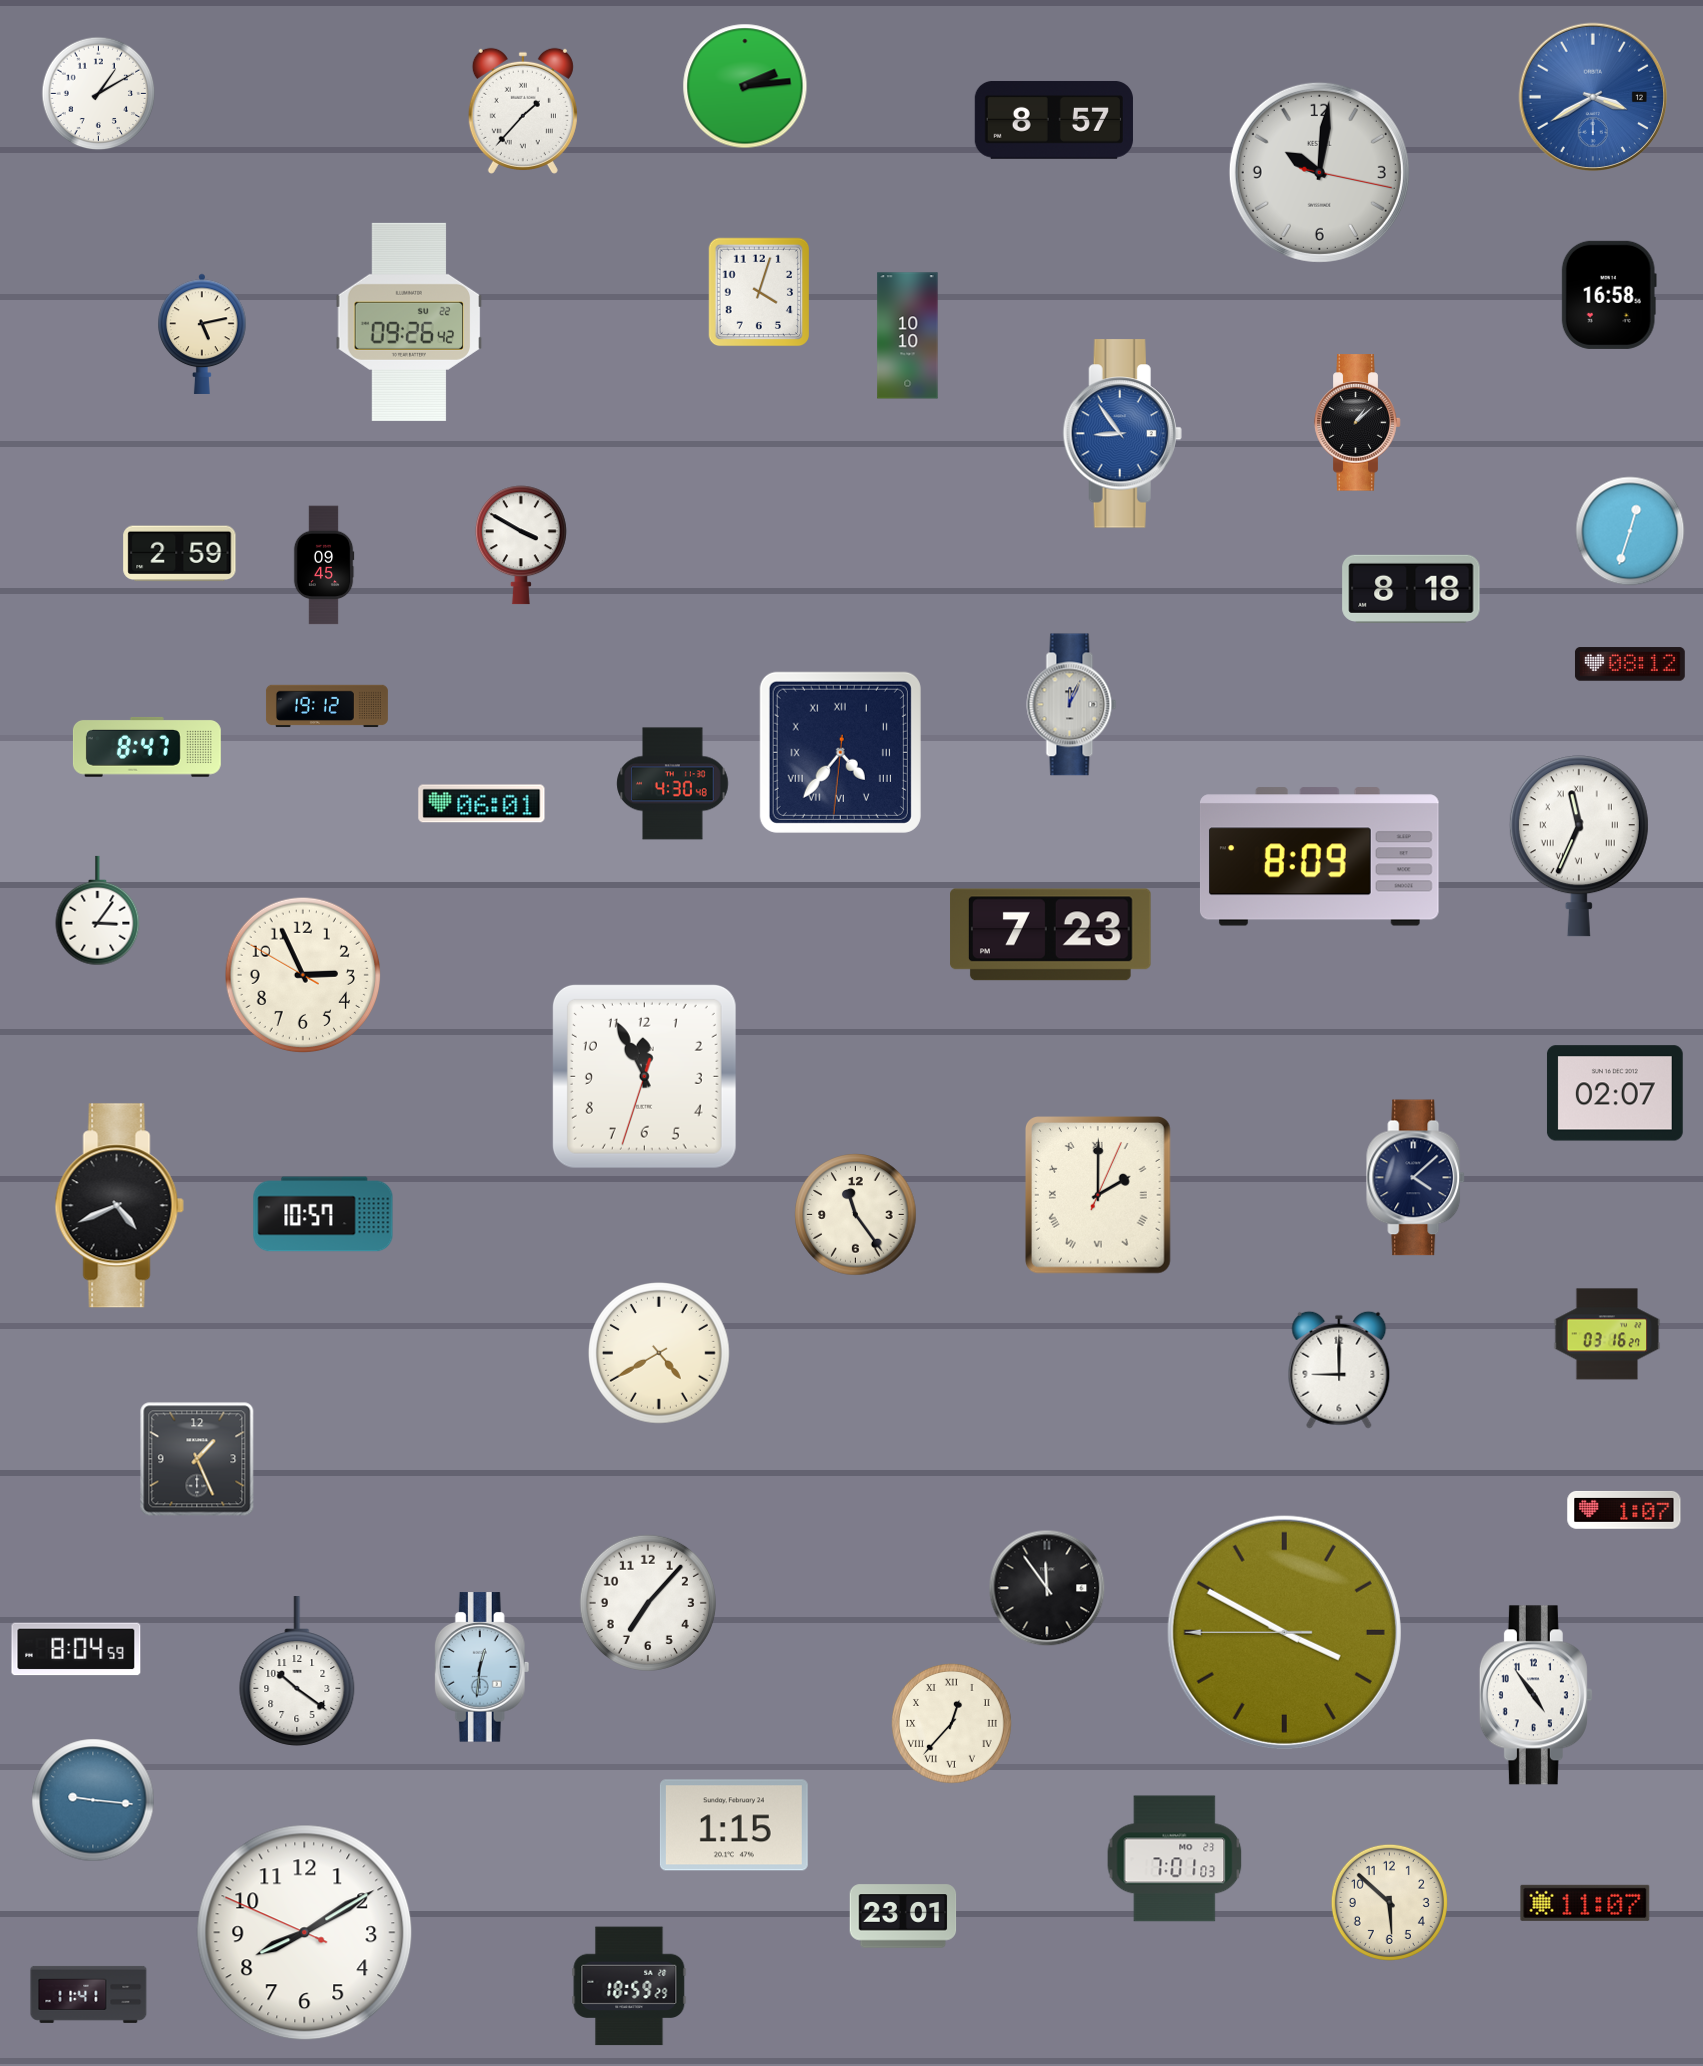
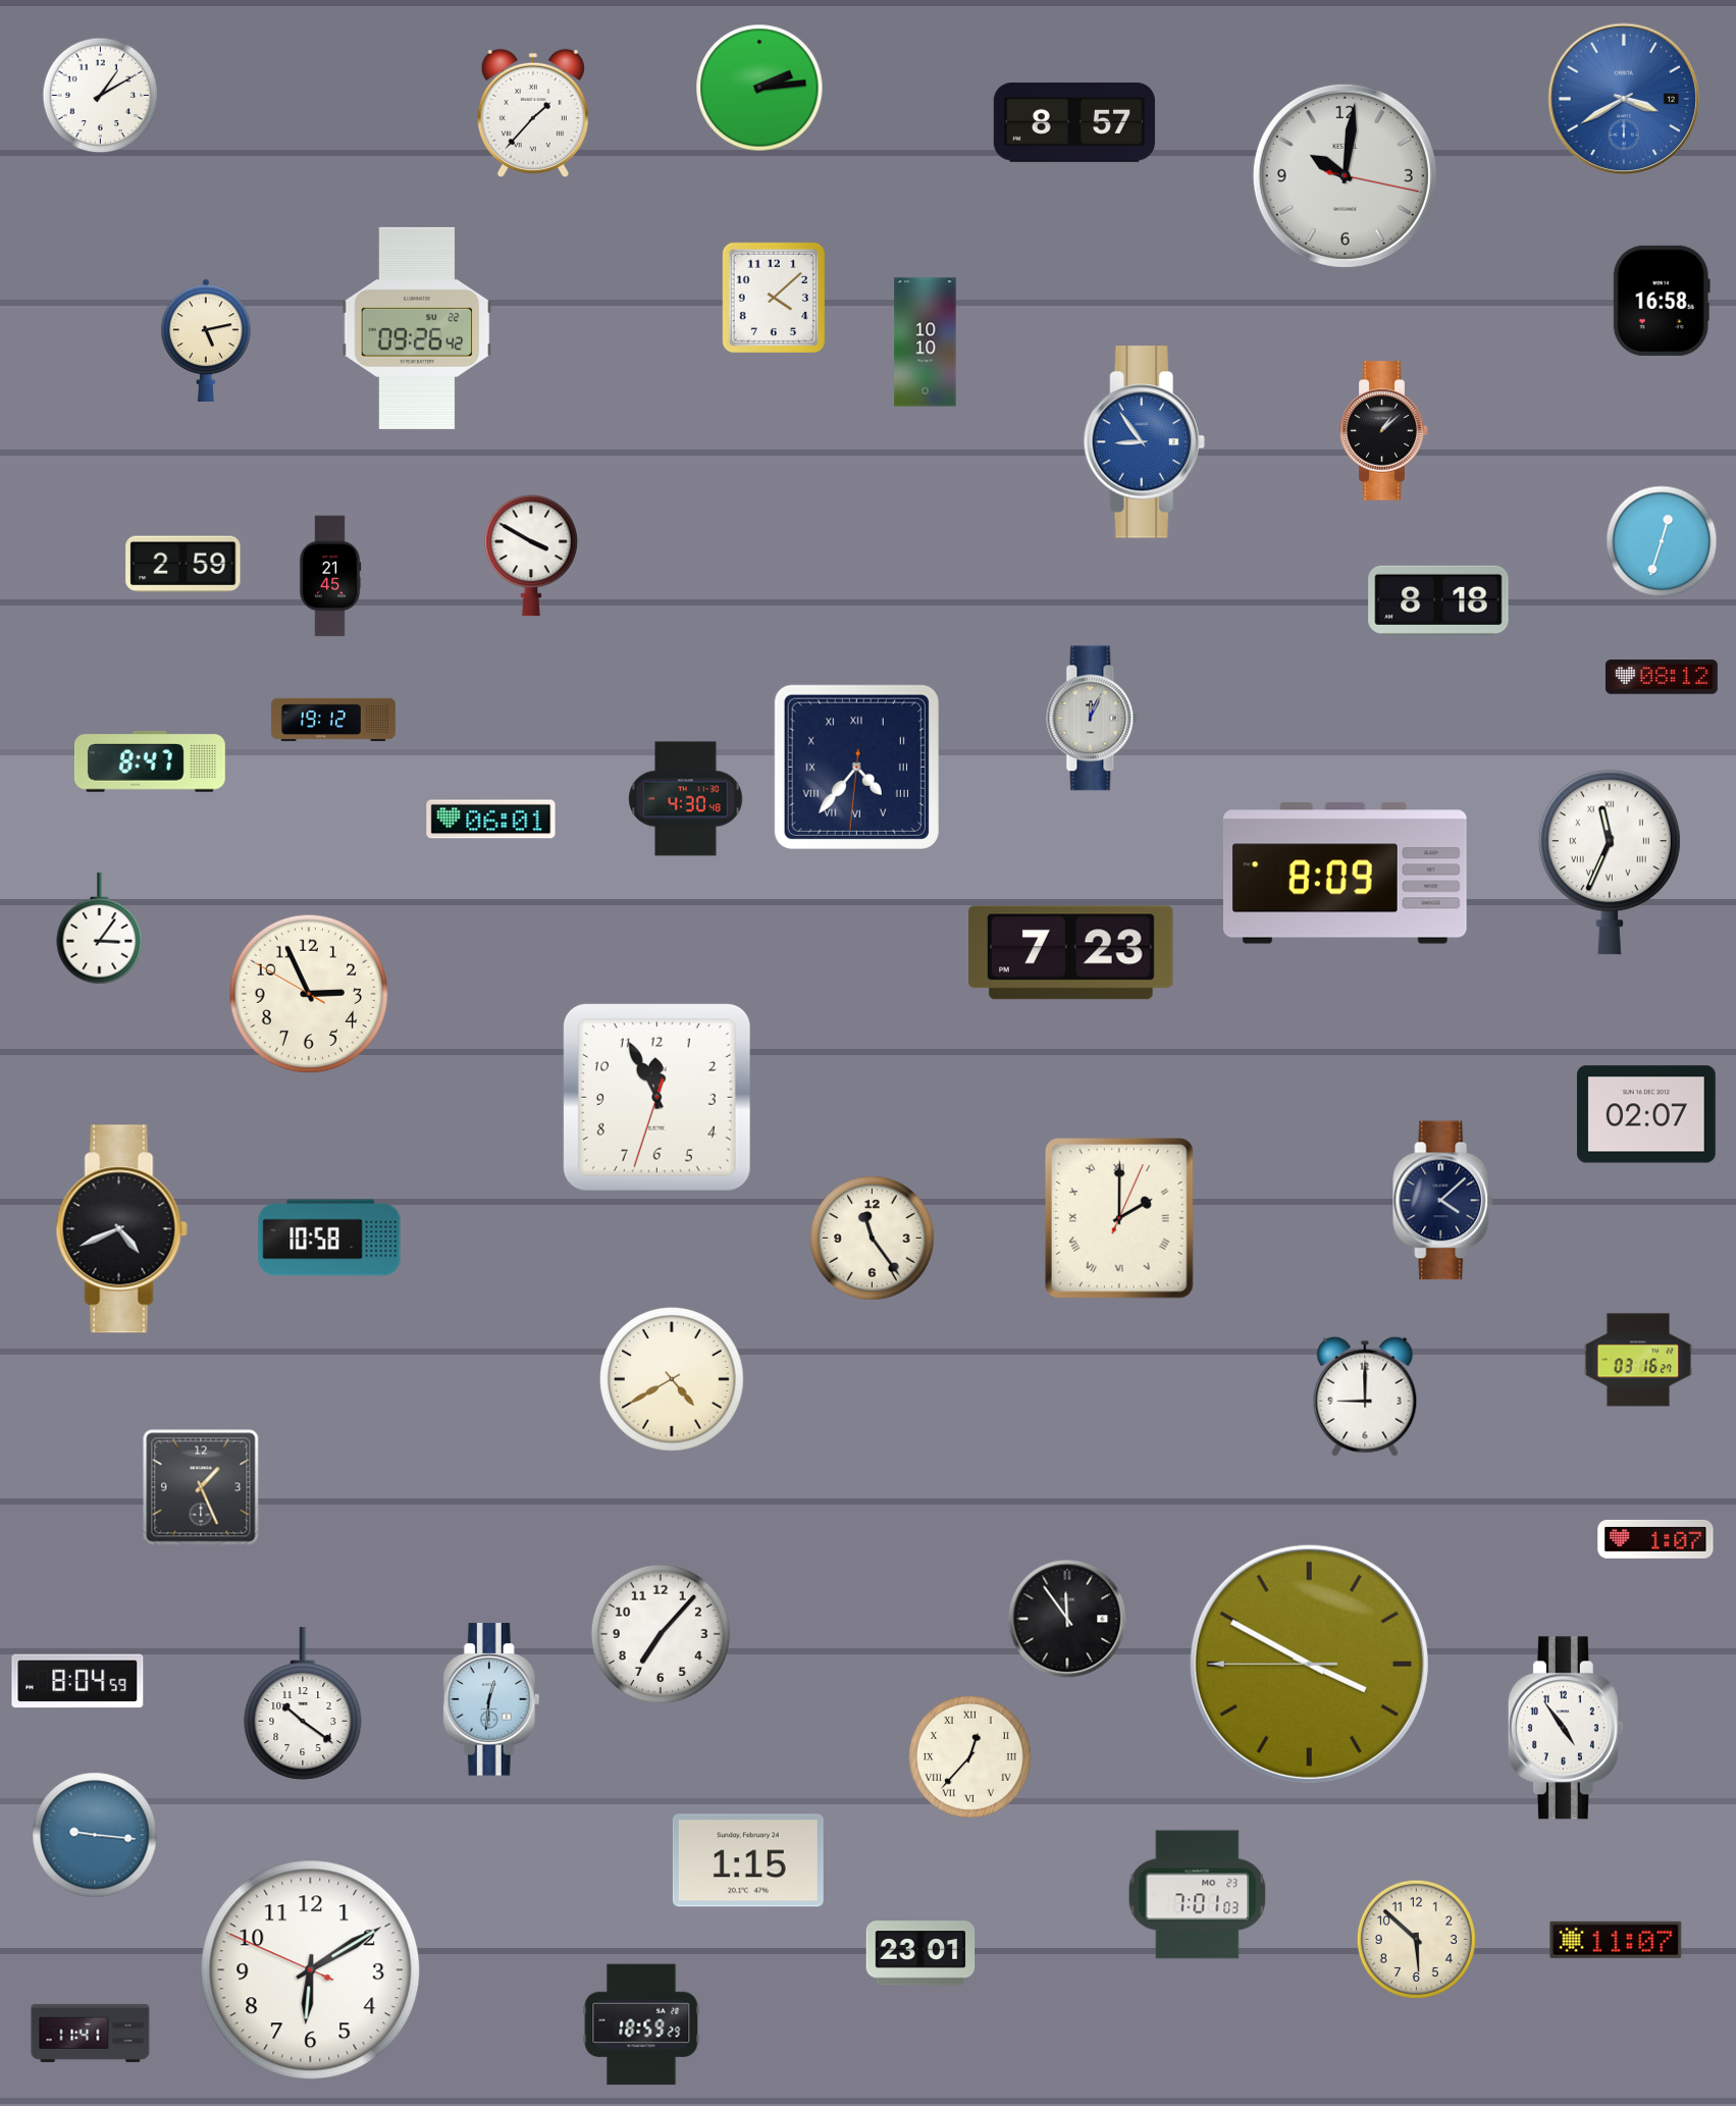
clock at (759, 292): 4:03 -> 4:08
clock at (1609, 295) position: (1609, 295) -> (1662, 301)
clock at (324, 565): 09:45 -> 21:45
clock at (323, 1214): 10:57 -> 10:58
clock at (305, 1933): 8:09 -> 6:09
